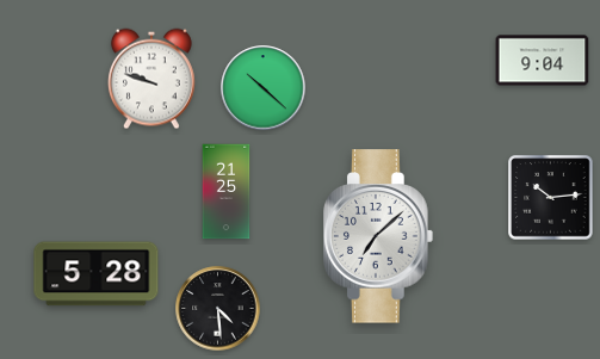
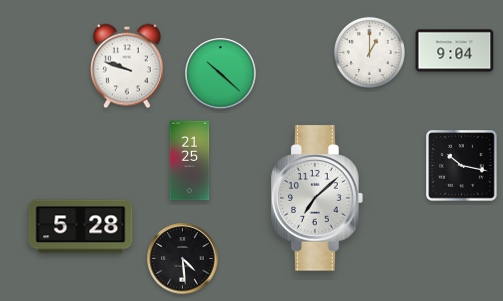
clock at (369, 52): none -> 1:00
clock at (551, 198): 10:14 -> 10:17
clock at (97, 274) position: (97, 274) -> (81, 227)
